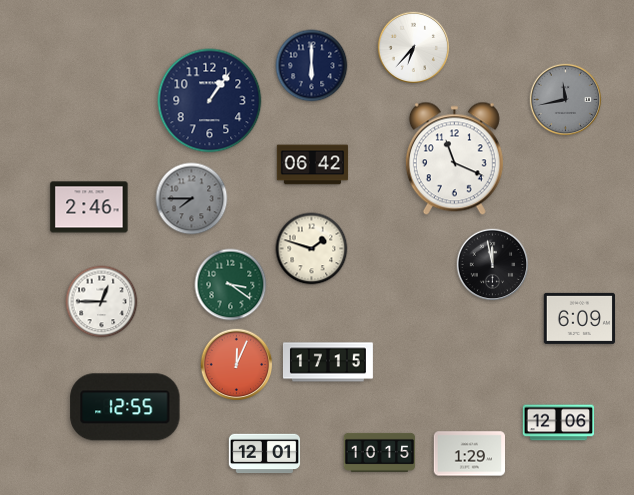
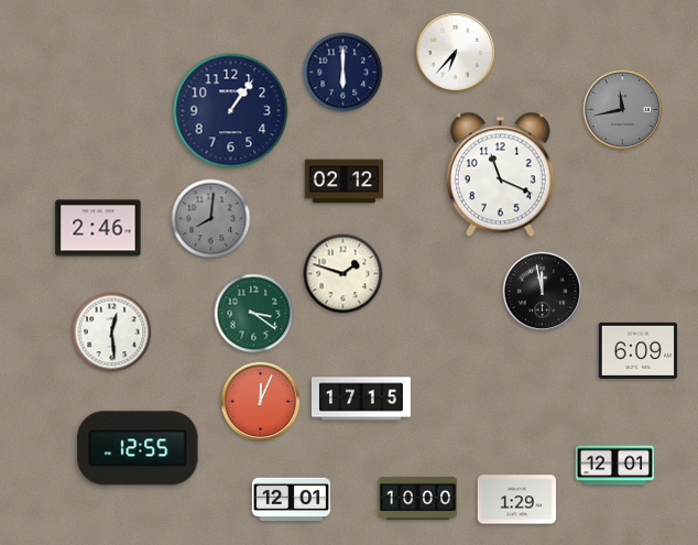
clock at (313, 165): 06:42 -> 02:12
clock at (192, 199): 7:45 -> 8:01
clock at (102, 302): 12:45 -> 12:29
clock at (559, 423): 12:06 -> 12:01
clock at (380, 452): 10:15 -> 10:00
